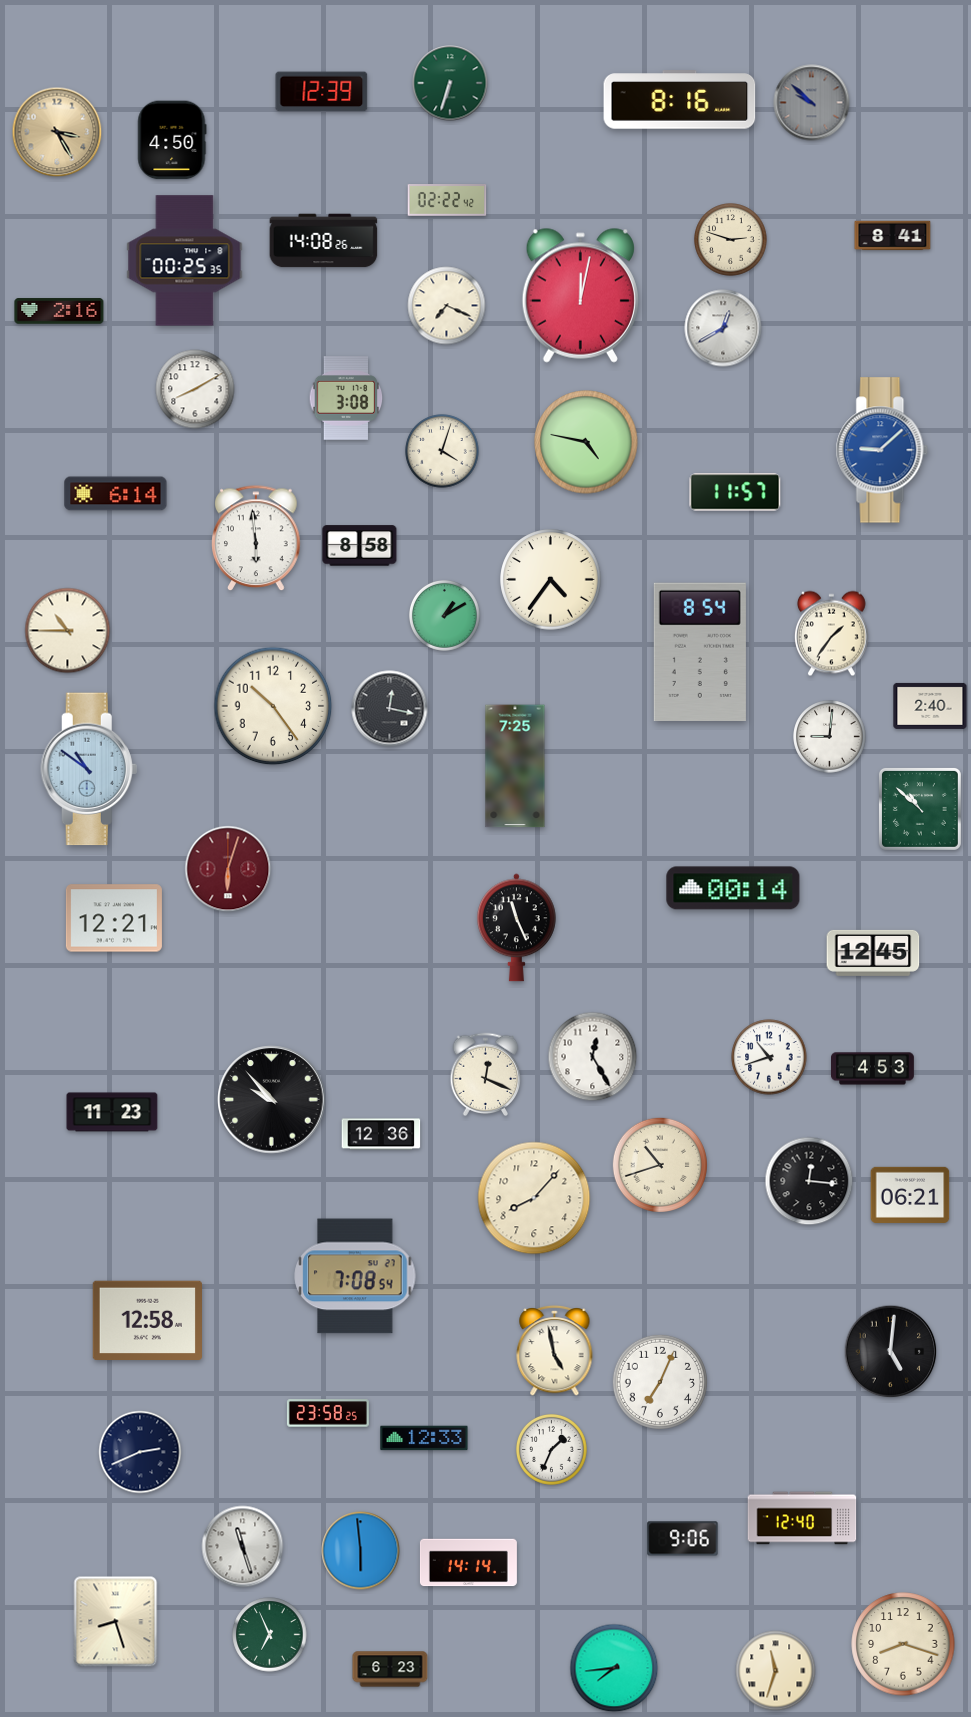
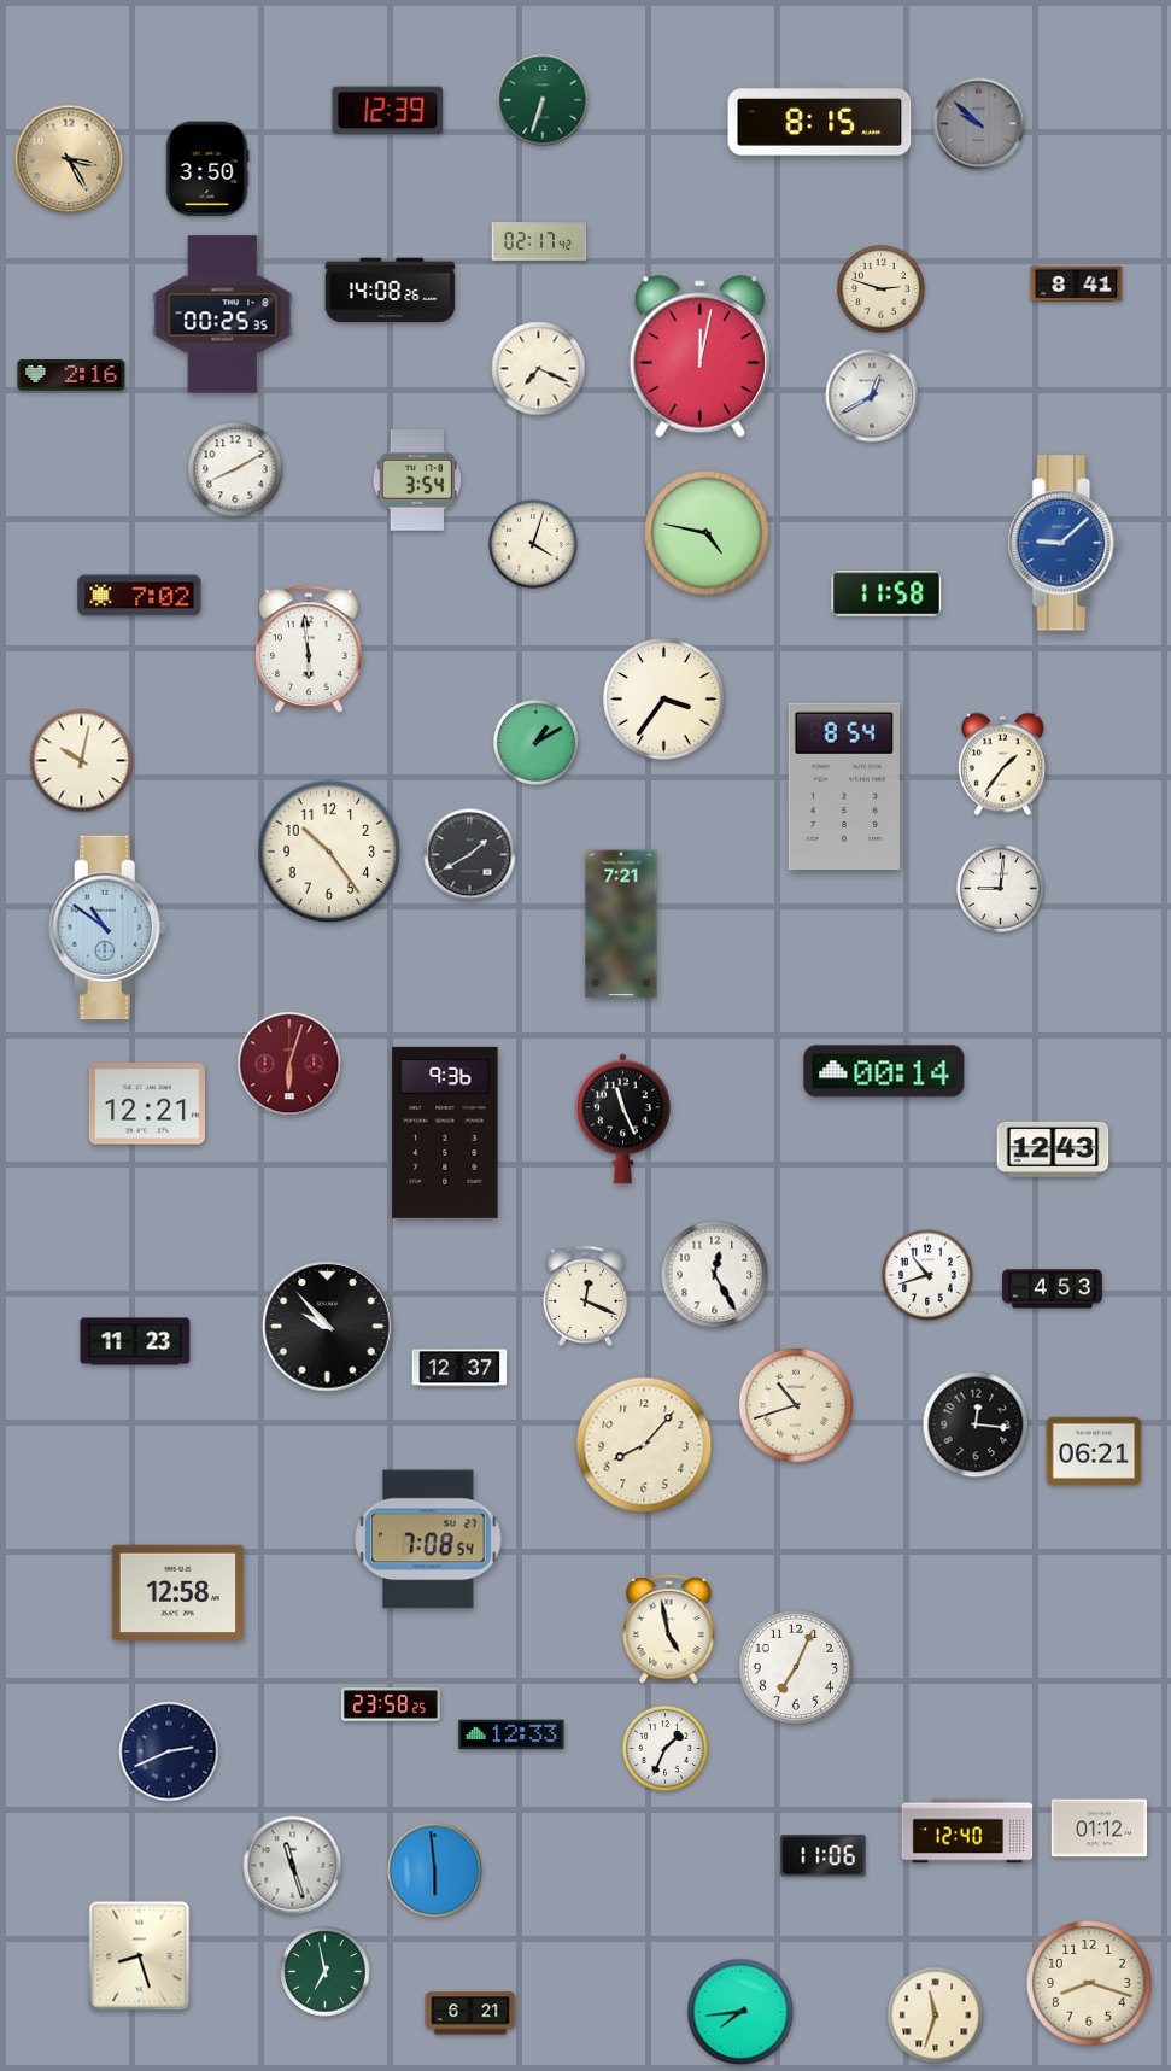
clock at (680, 100): 8:16 -> 8:15
clock at (172, 140): 4:50 -> 3:50
clock at (447, 200): 02:22 -> 02:17
clock at (346, 398): 3:08 -> 3:54
clock at (735, 492): 11:57 -> 11:58
clock at (116, 494): 6:14 -> 7:02
clock at (360, 546): 8:58 -> none
clock at (551, 580): 4:36 -> 3:36
clock at (68, 631): 10:45 -> 10:02
clock at (930, 706): 2:40 -> none
clock at (390, 709): 12:17 -> 1:40
clock at (515, 766): 7:25 -> 7:21
clock at (920, 809): 10:52 -> none
clock at (228, 869) position: (228, 869) -> (289, 1064)
clock at (114, 918) position: (114, 918) -> (147, 1104)
clock at (445, 1133): none -> 9:36
clock at (873, 953): 12:45 -> 12:43
clock at (381, 1134): 12:36 -> 12:37
clock at (910, 1195) position: (910, 1195) -> (1094, 1451)
clock at (891, 1352): 5:01 -> none
clock at (328, 1413) position: (328, 1413) -> (391, 1704)
clock at (1100, 1829): none -> 01:12
clock at (683, 1539): 9:06 -> 11:06
clock at (468, 1563): 14:14 -> none
clock at (270, 1635): 6:56 -> 6:58
clock at (390, 1669): 6:23 -> 6:21
